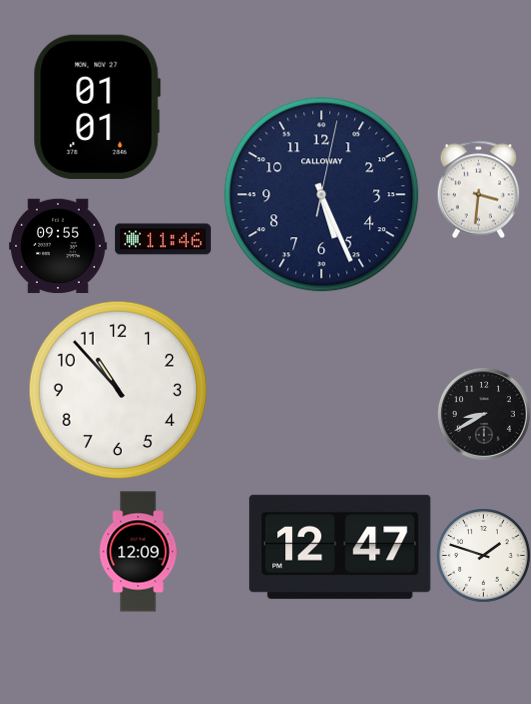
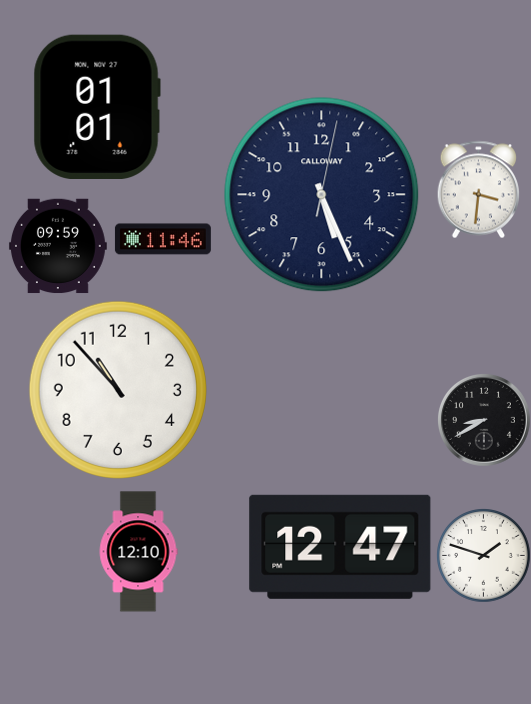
clock at (58, 246): 09:55 -> 09:59
clock at (484, 414) position: (484, 414) -> (484, 420)
clock at (138, 552): 12:09 -> 12:10
